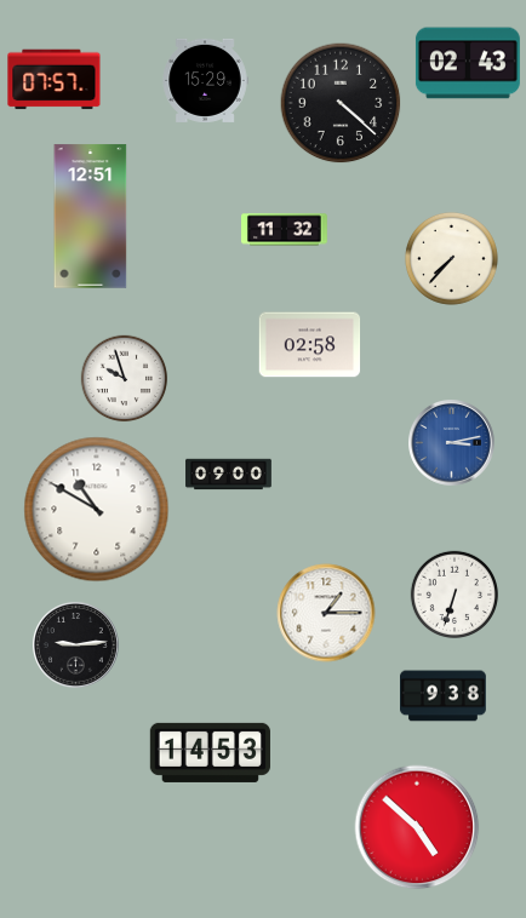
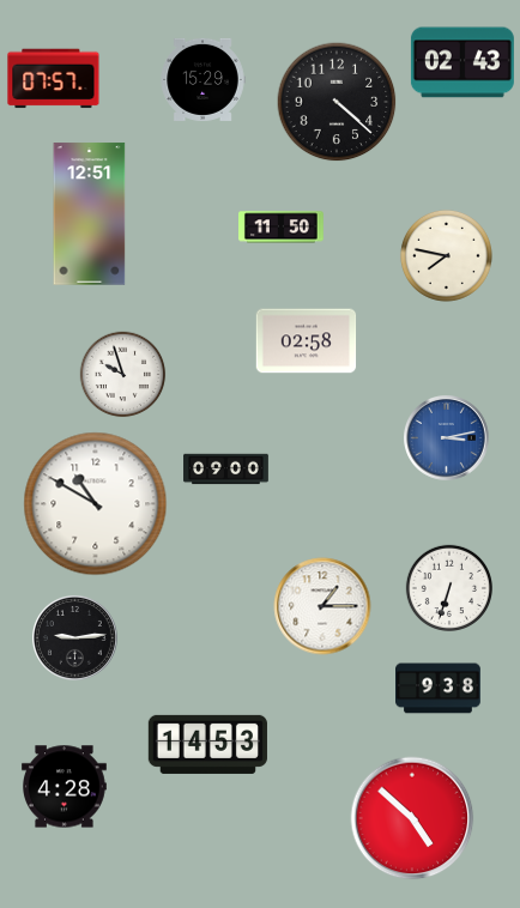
clock at (285, 230): 11:32 -> 11:50
clock at (451, 258): 7:37 -> 7:47
clock at (65, 787): none -> 4:28
